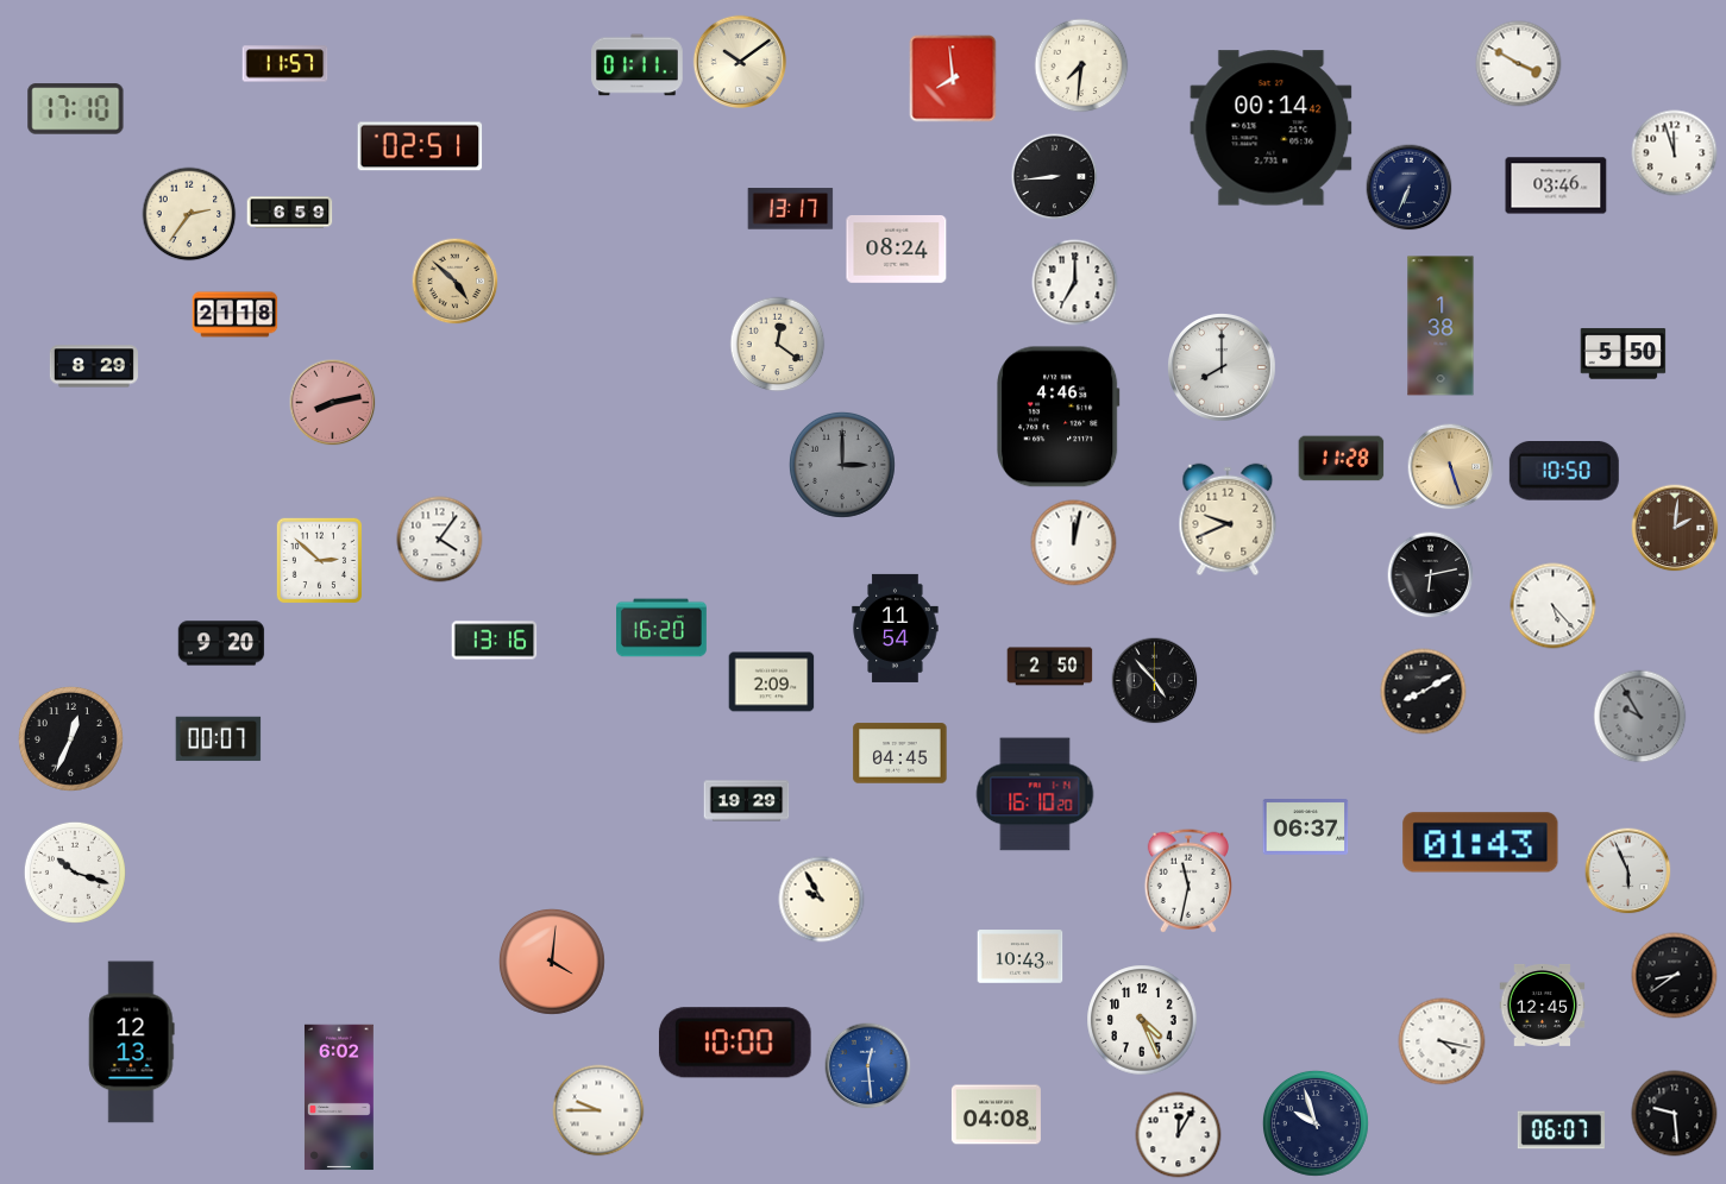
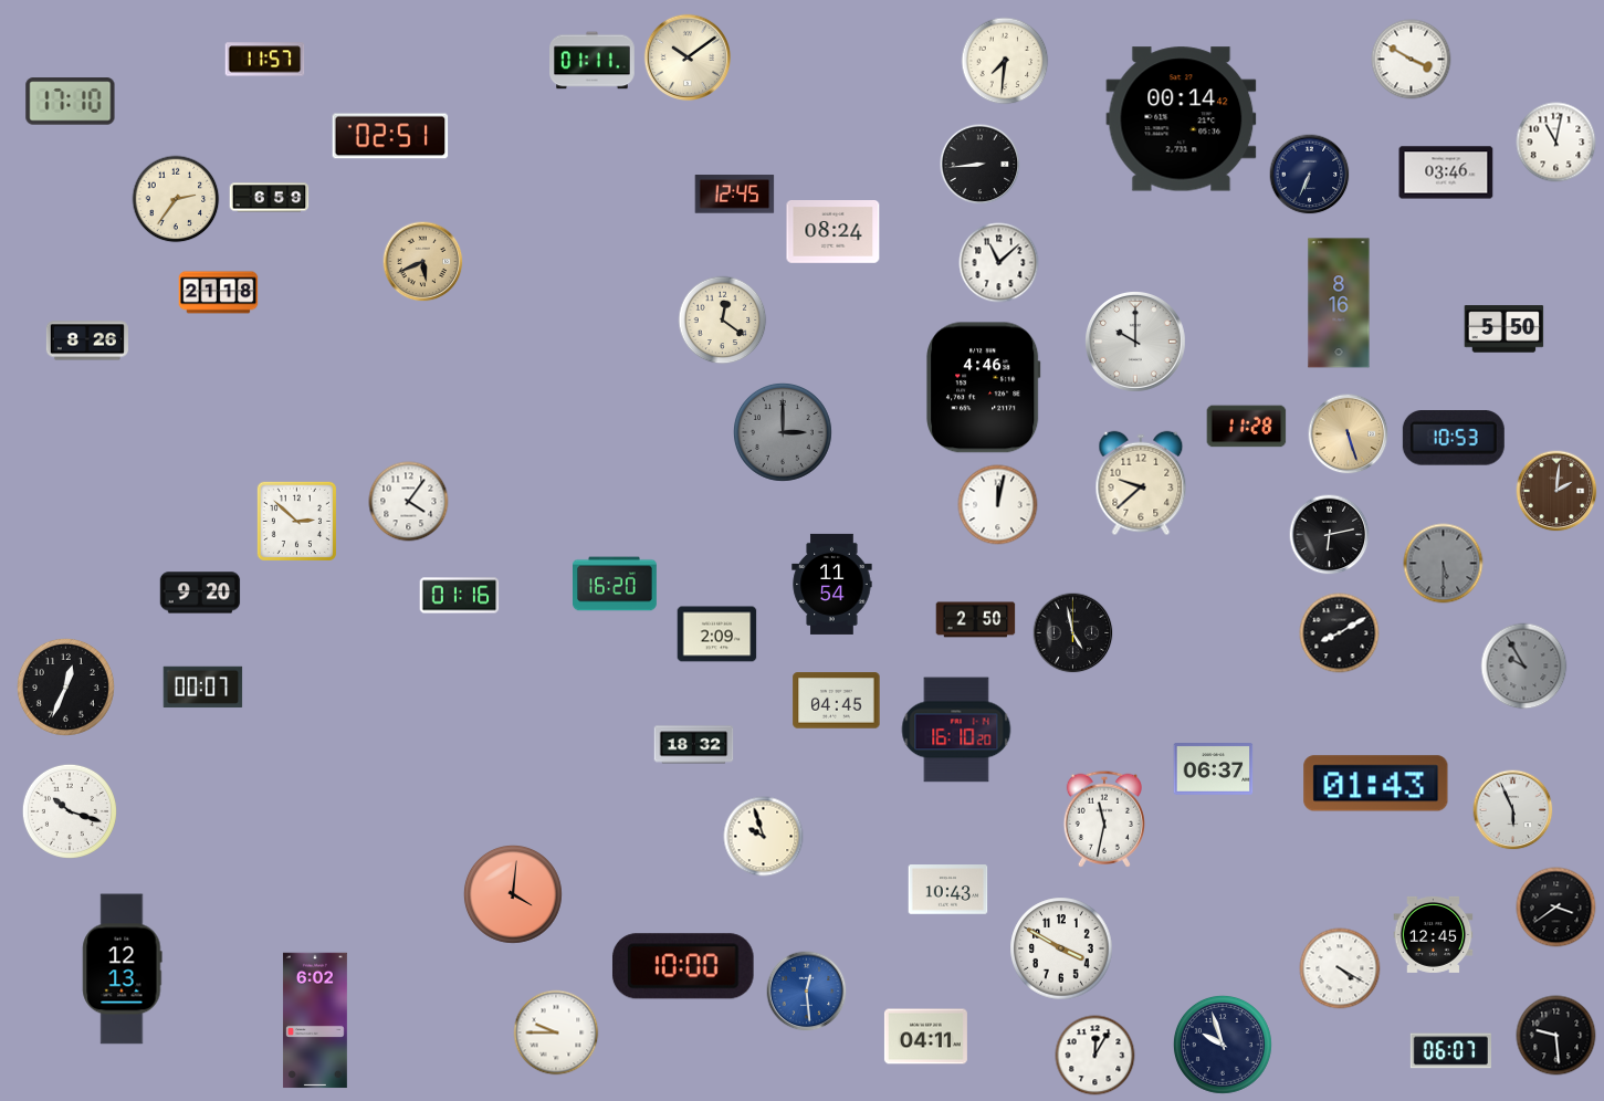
clock at (953, 78): 7:59 -> none
clock at (1675, 153): 11:57 -> 11:02
clock at (791, 209): 13:17 -> 12:45
clock at (456, 282): 4:52 -> 5:41
clock at (1075, 283): 7:00 -> 11:08
clock at (1441, 326): 1:38 -> 8:16
clock at (1624, 354) position: (1624, 354) -> (1505, 329)
clock at (94, 366): 8:29 -> 8:26
clock at (1223, 369): 8:00 -> 10:00
clock at (333, 403): 8:13 -> none
clock at (1564, 472): 10:50 -> 10:53
clock at (1228, 519): 9:41 -> 9:38
clock at (1554, 606): 5:23 -> 5:30
clock at (1554, 606) dial: white -> grey
clock at (495, 641): 13:16 -> 01:16
clock at (221, 643) position: (221, 643) -> (200, 593)
clock at (1155, 681): 4:53 -> 4:58
clock at (1424, 692) position: (1424, 692) -> (1340, 633)
clock at (1035, 794) position: (1035, 794) -> (956, 730)
clock at (747, 801): 19:29 -> 18:32
clock at (822, 900): 9:55 -> 9:57
clock at (1675, 976): 8:39 -> 3:39
clock at (1142, 1020): 4:26 -> 3:50
clock at (1442, 1041): 4:17 -> 4:20
clock at (735, 1043) position: (735, 1043) -> (683, 966)
clock at (996, 1115): 04:08 -> 04:11
